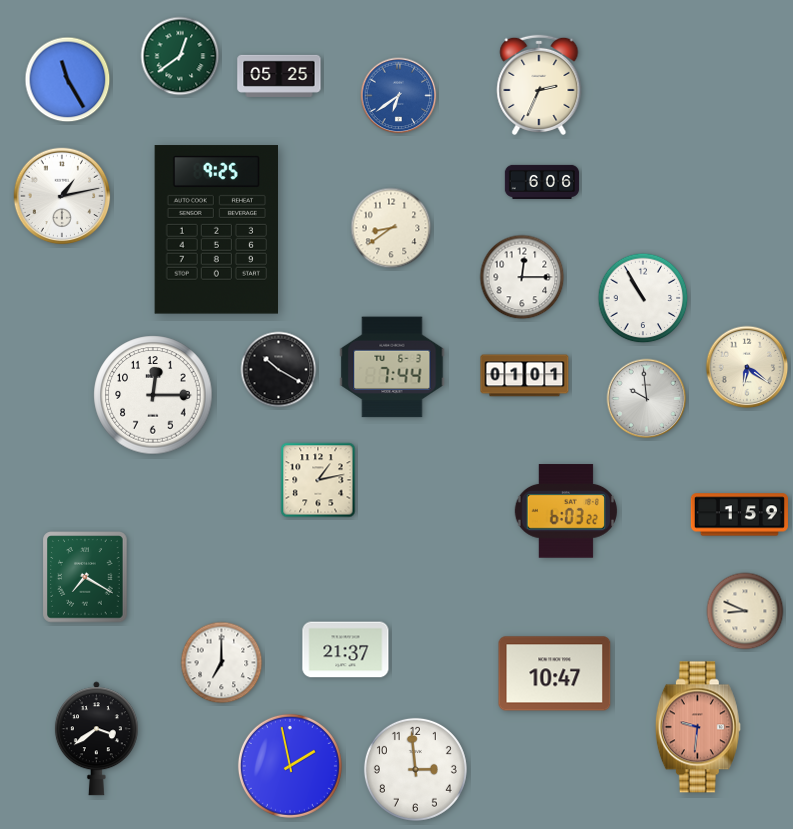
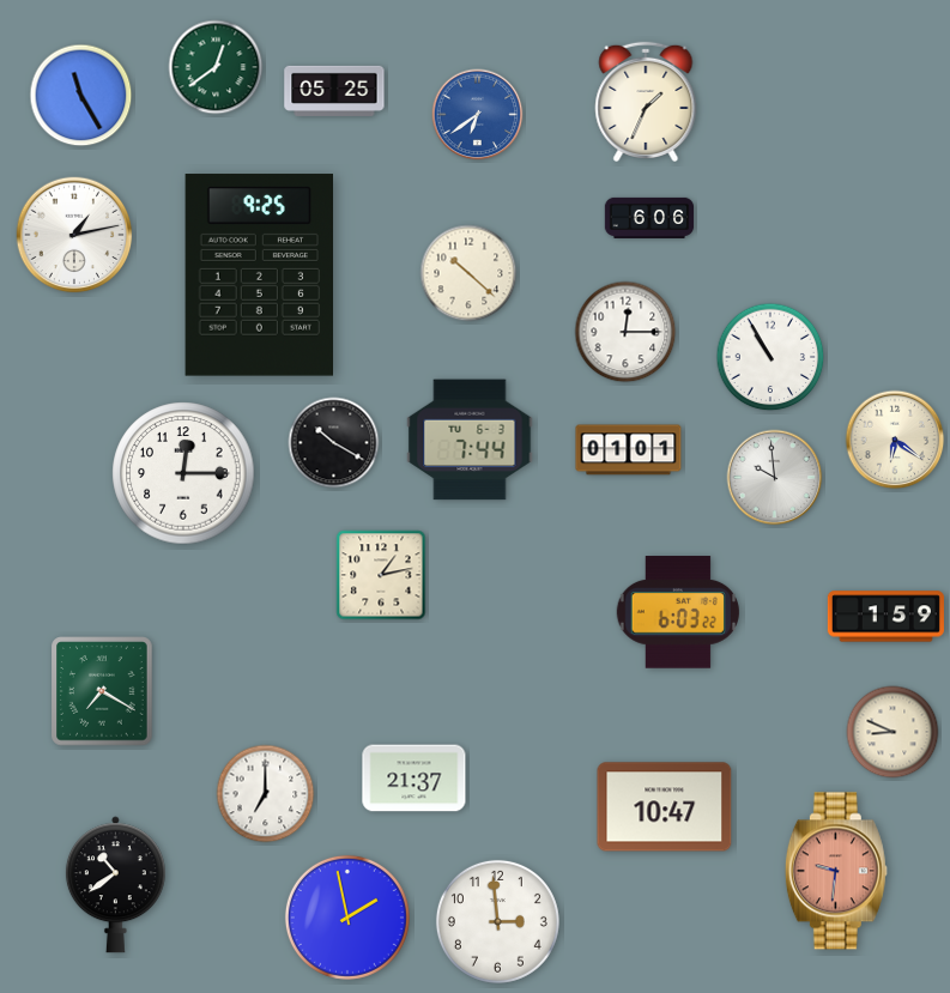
clock at (539, 85): 2:34 -> 1:34
clock at (391, 228): 8:39 -> 10:22
clock at (96, 739): 3:39 -> 10:39
